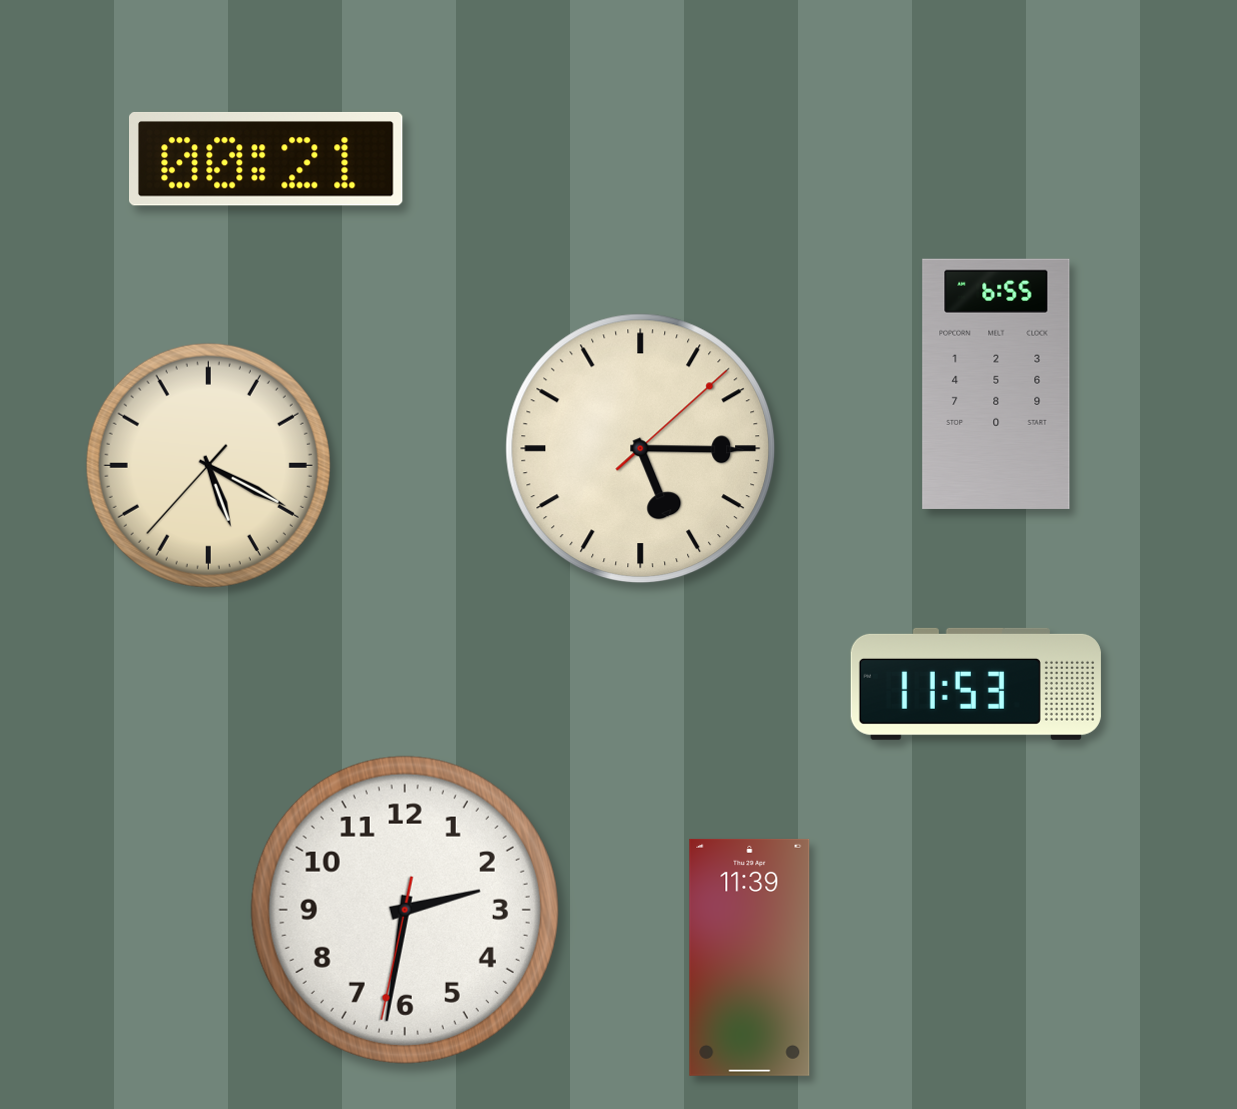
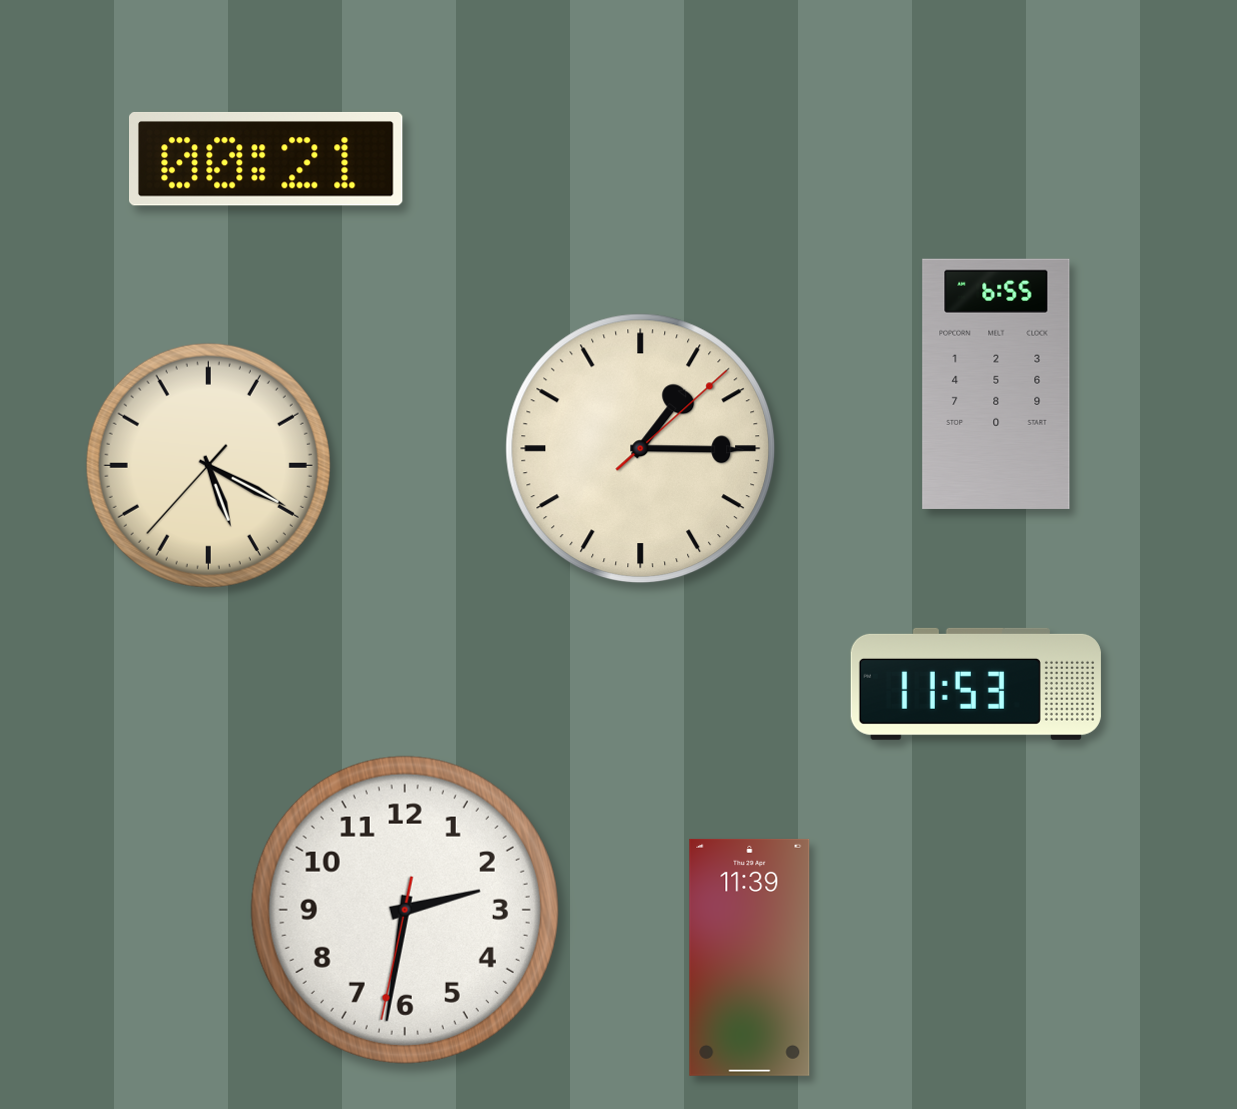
clock at (641, 449): 5:15 -> 1:15
